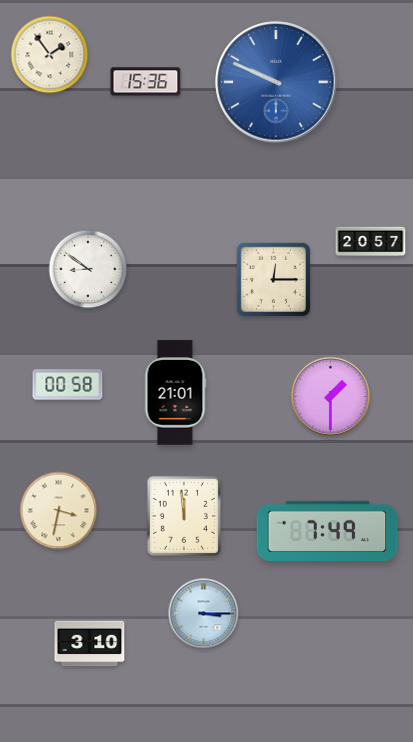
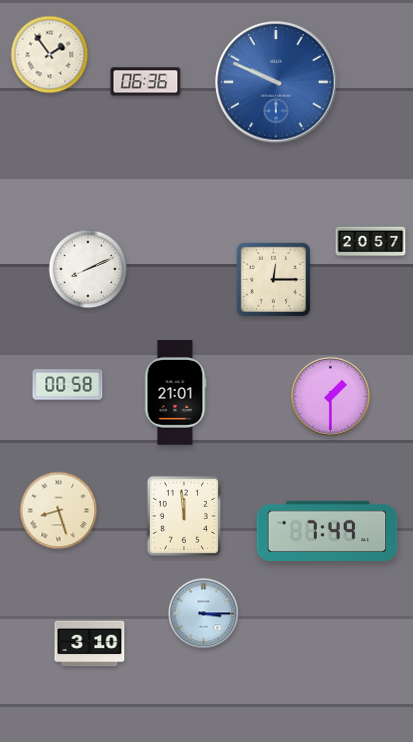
clock at (146, 82): 15:36 -> 06:36
clock at (88, 269): 8:51 -> 8:11
clock at (59, 511): 3:32 -> 8:27
